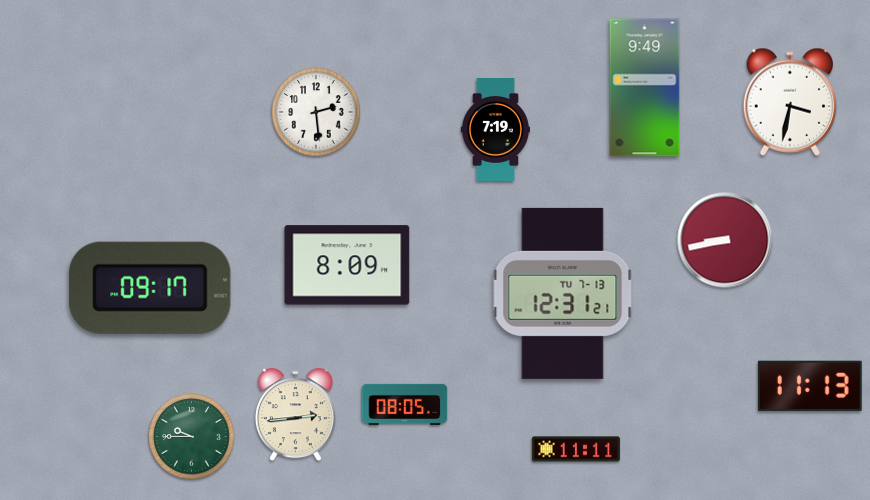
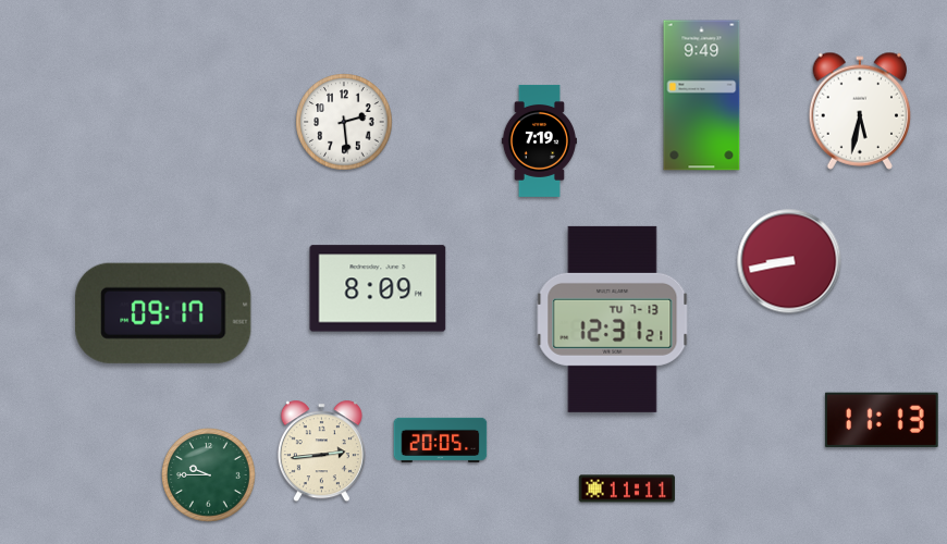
clock at (790, 102): 3:32 -> 5:32
clock at (405, 404): 08:05 -> 20:05
